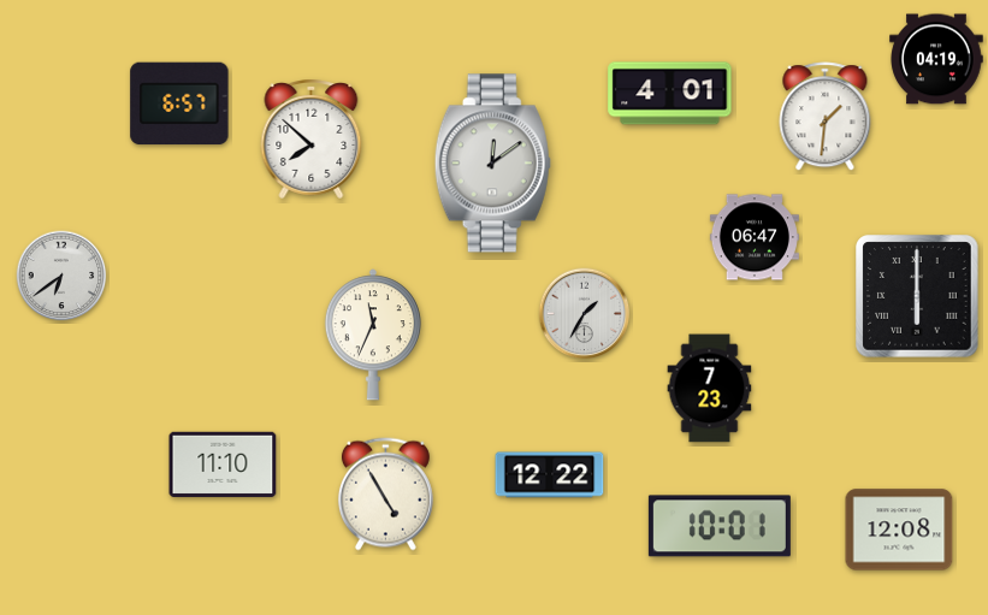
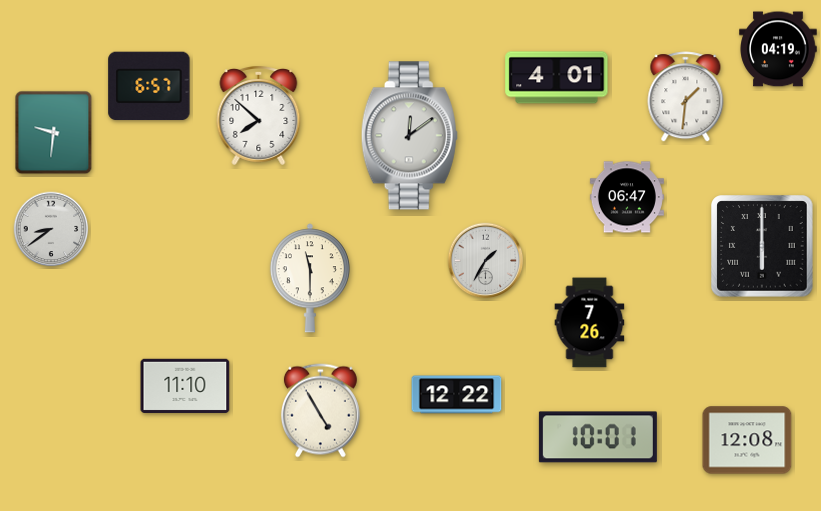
clock at (54, 133): none -> 9:31
clock at (61, 276): 6:39 -> 8:39
clock at (373, 335): 11:34 -> 11:30
clock at (710, 389): 7:23 -> 7:26
